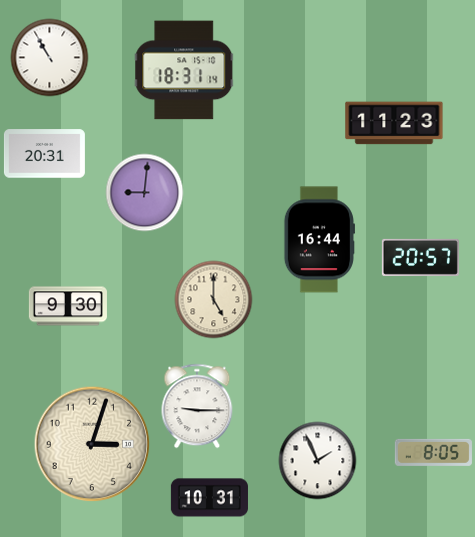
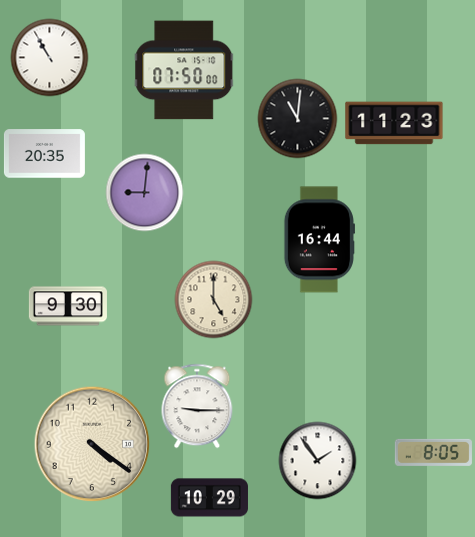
clock at (184, 70): 18:31 -> 07:50
clock at (297, 118): none -> 11:01
clock at (44, 154): 20:31 -> 20:35
clock at (420, 257): 20:57 -> none
clock at (92, 444): 3:03 -> 4:21
clock at (317, 460): 1:56 -> 1:54
clock at (209, 498): 10:31 -> 10:29
